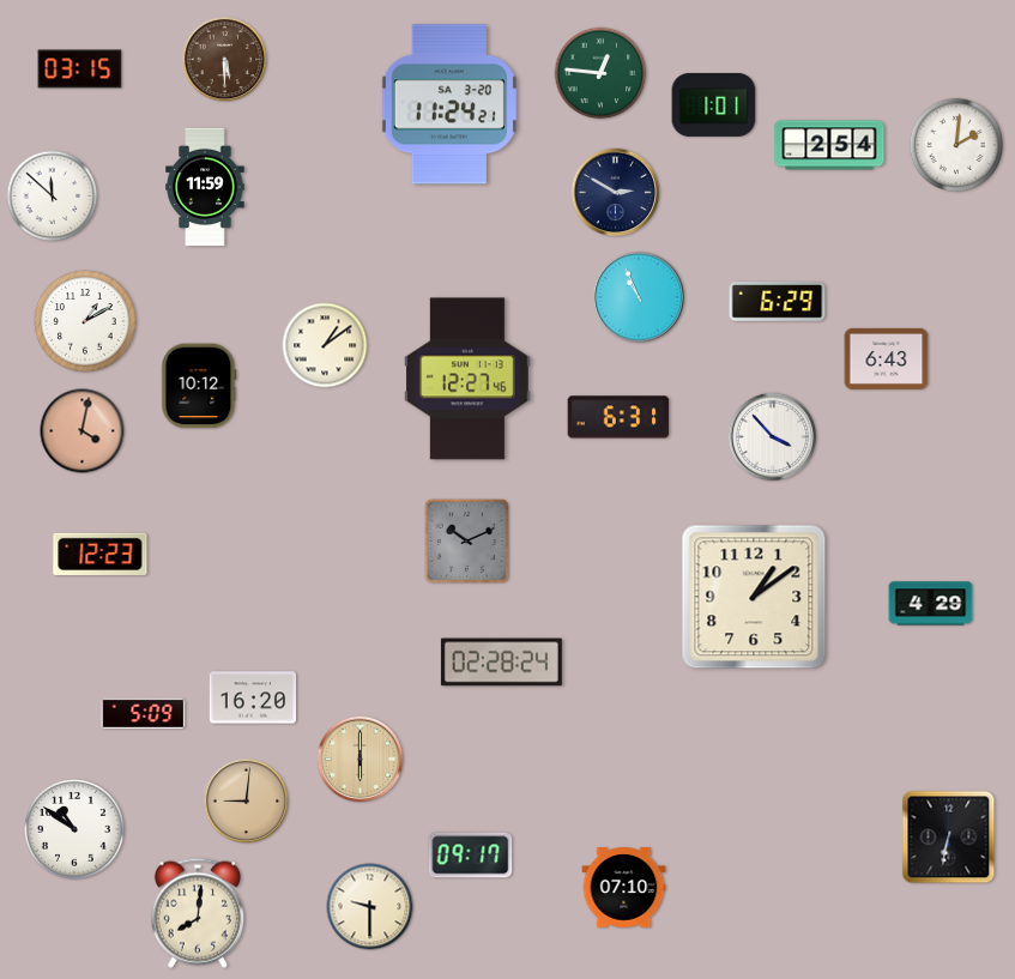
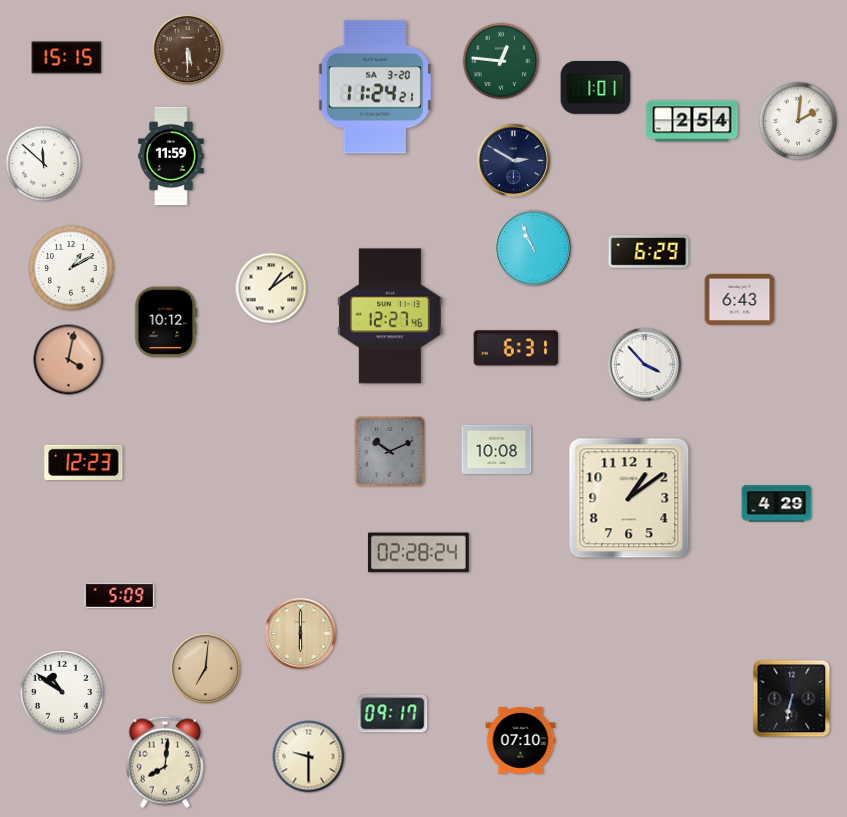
clock at (80, 70): 03:15 -> 15:15
clock at (497, 450): none -> 10:08
clock at (253, 697): 16:20 -> none
clock at (247, 802): 9:01 -> 7:01
